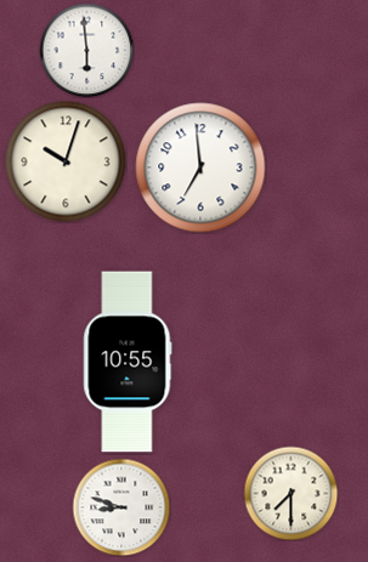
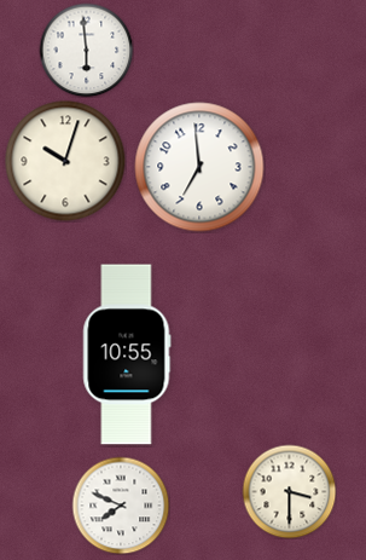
clock at (128, 362) position: (128, 362) -> (127, 354)
clock at (290, 493): 7:30 -> 3:30
clock at (121, 507): 8:48 -> 7:49
